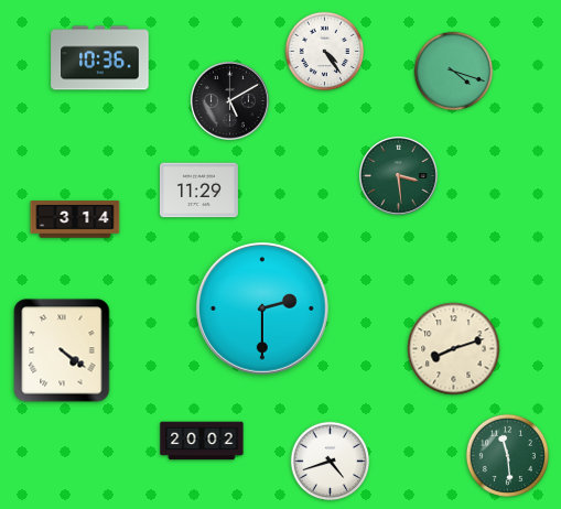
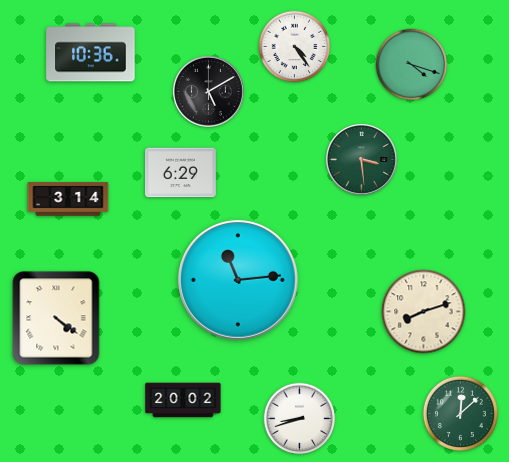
clock at (198, 191): 11:29 -> 6:29
clock at (262, 308): 2:30 -> 11:14
clock at (454, 349) position: (454, 349) -> (424, 312)
clock at (507, 455): 11:29 -> 12:08
clock at (331, 462): 4:42 -> 8:42
